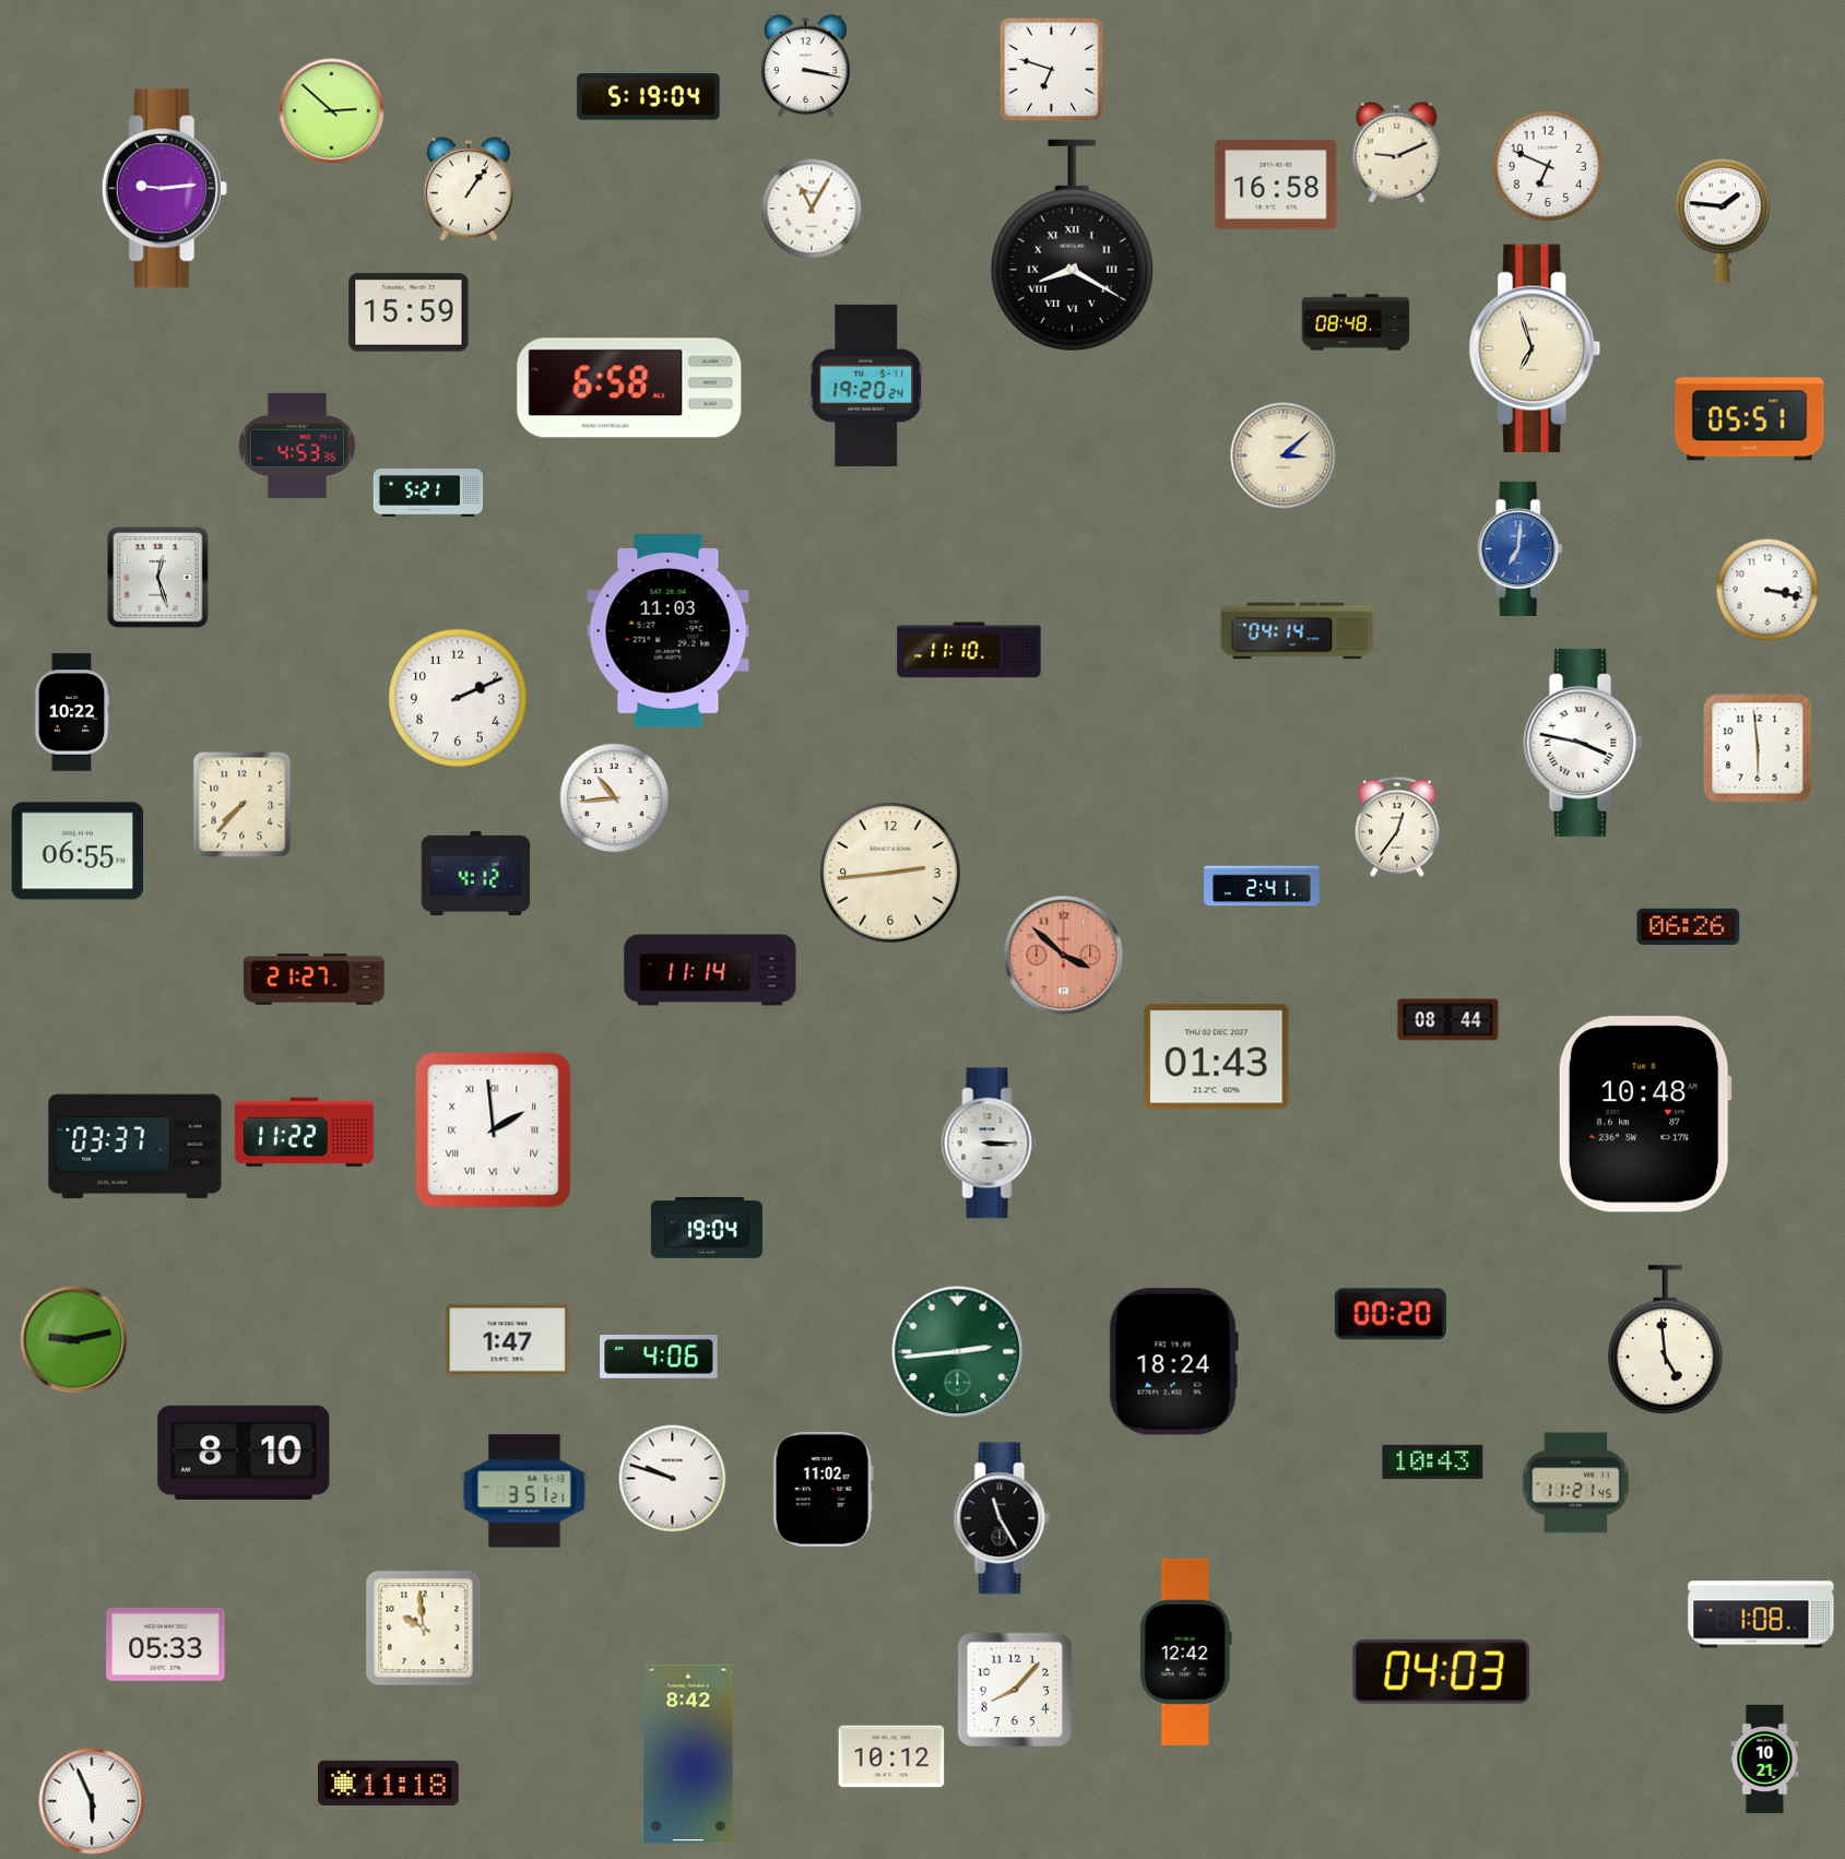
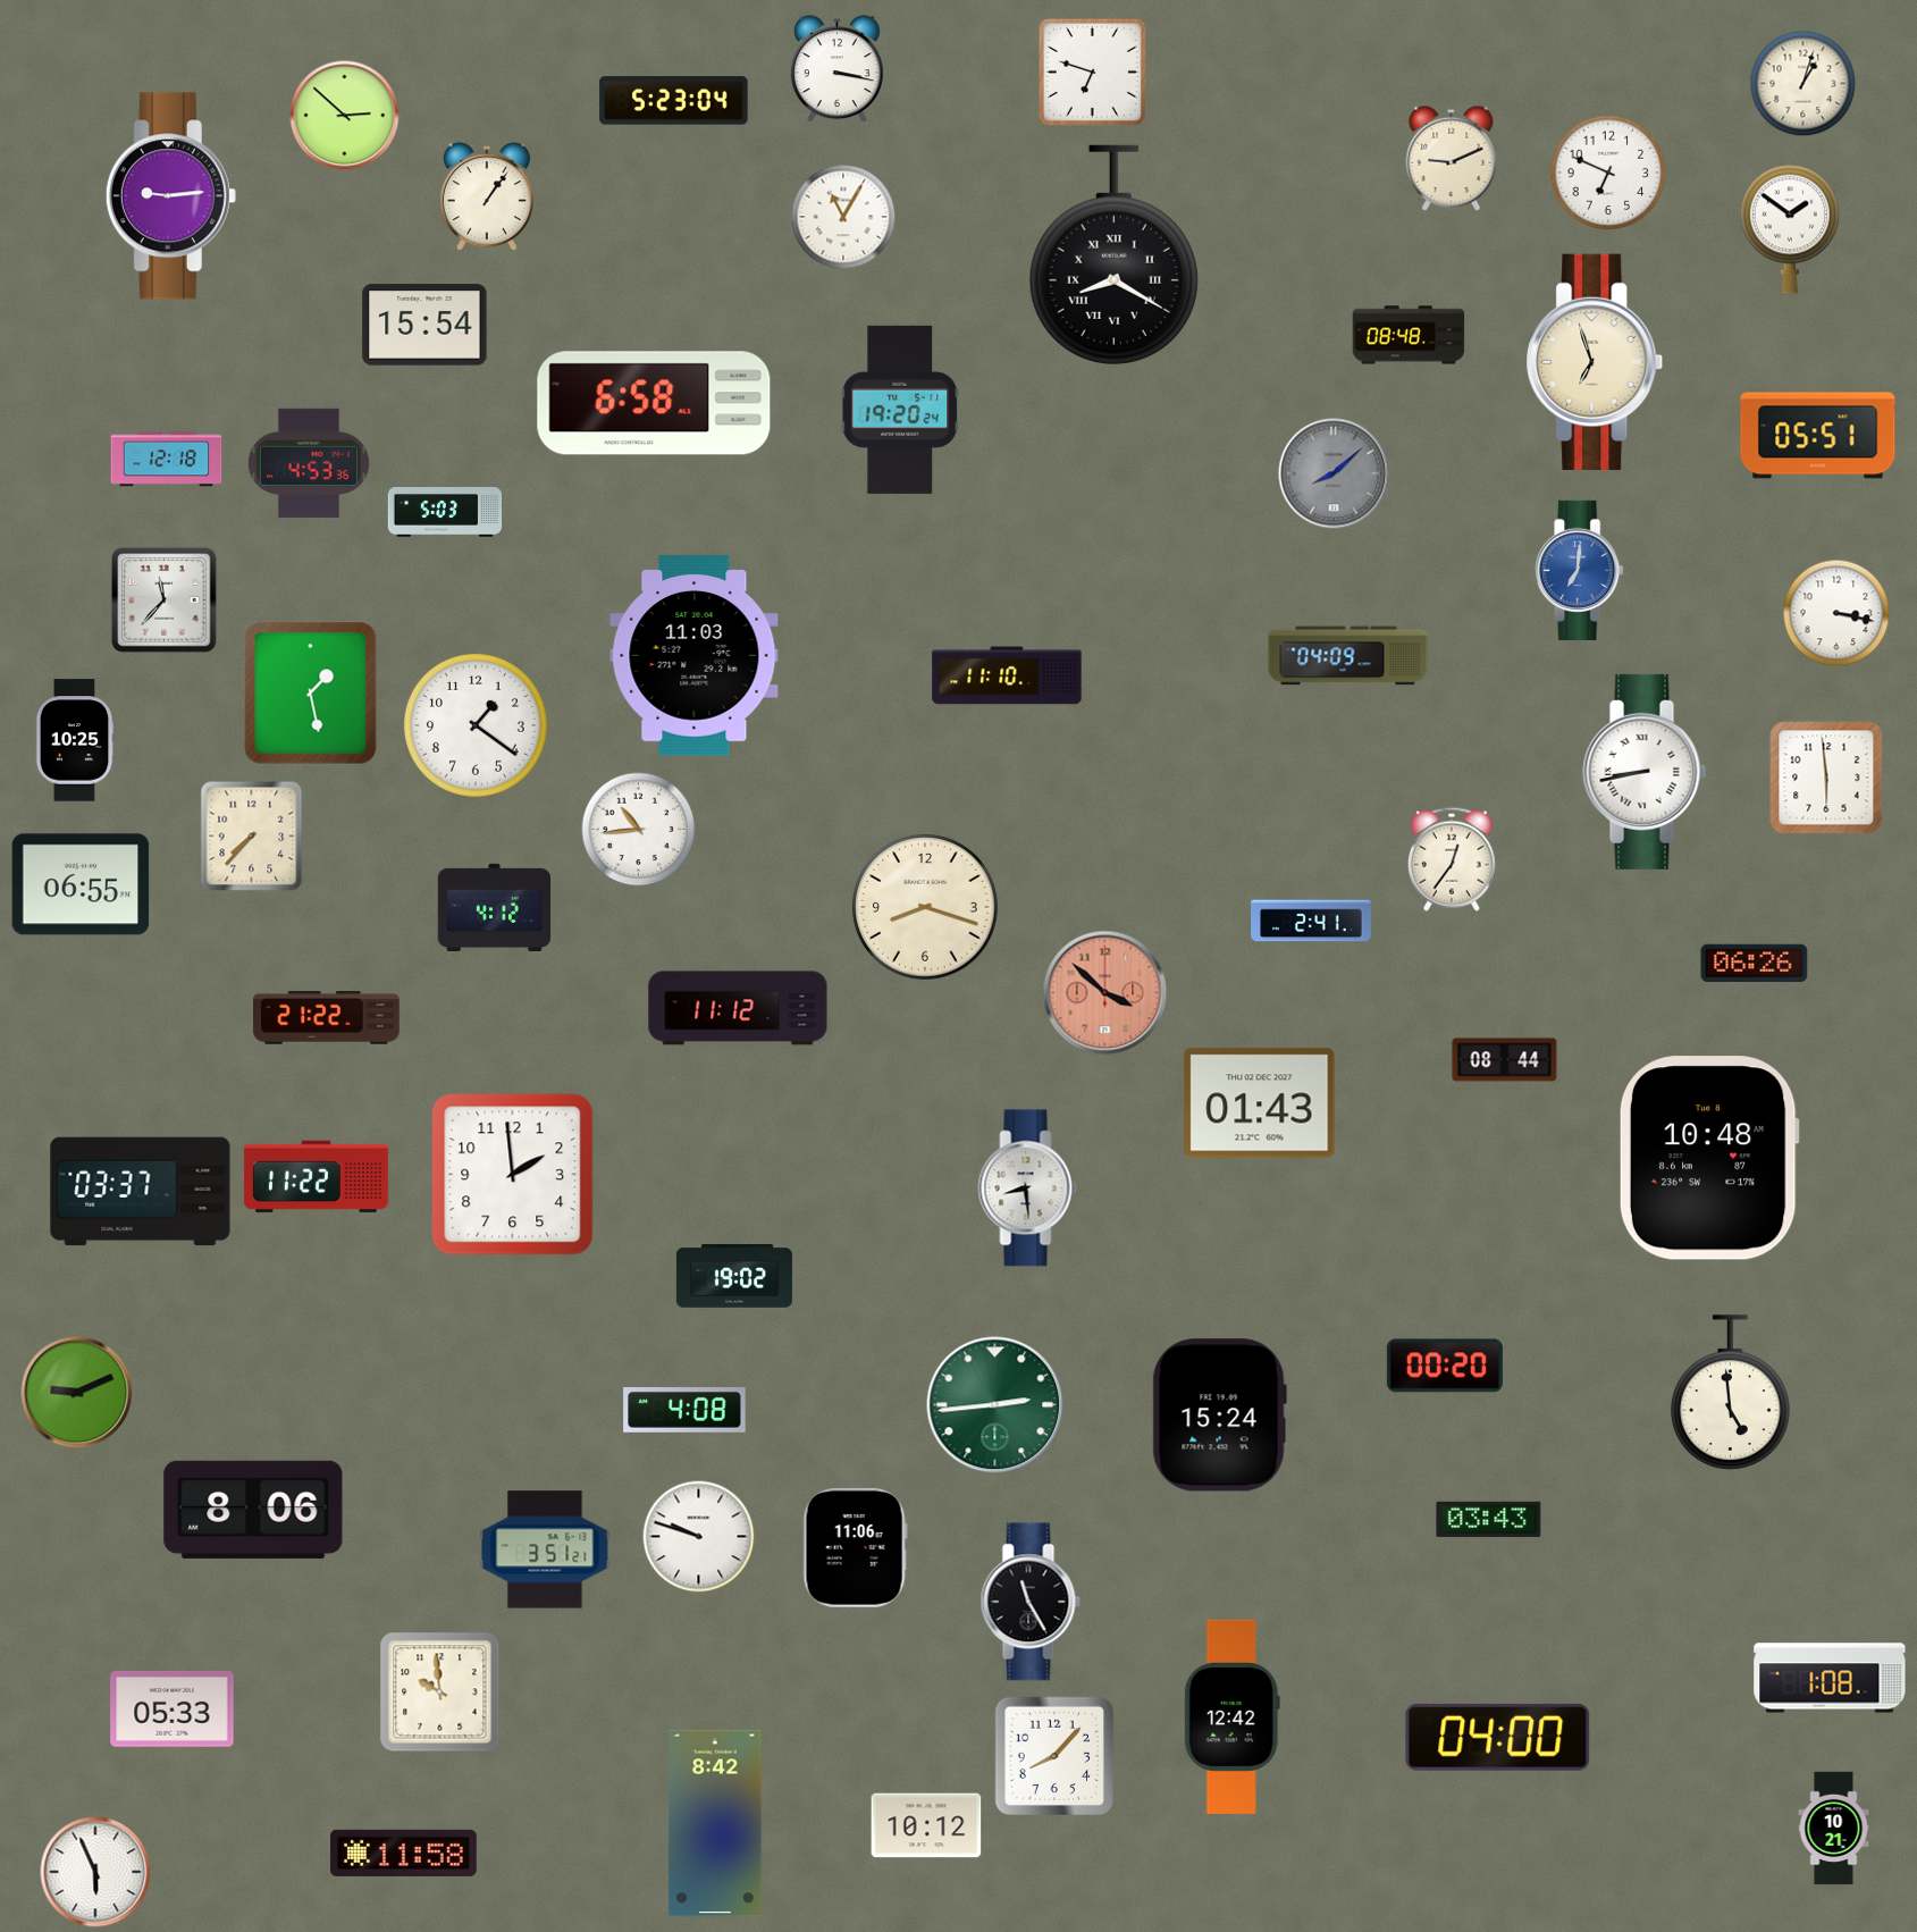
clock at (1804, 84): none -> 1:03
clock at (649, 97): 5:19 -> 5:23
clock at (1276, 185): 16:58 -> none
clock at (1723, 221): 1:46 -> 1:51
clock at (409, 312): 15:59 -> 15:54
clock at (866, 386) position: (866, 386) -> (900, 410)
clock at (167, 460): none -> 12:18
clock at (1284, 455): 3:08 -> 8:08
clock at (1284, 455) dial: cream -> grey
clock at (428, 494): 5:21 -> 5:03
clock at (158, 578): 12:27 -> 11:37
clock at (1298, 631): 04:14 -> 04:09
clock at (311, 694): none -> 1:28
clock at (458, 698): 2:11 -> 1:21
clock at (72, 712): 10:22 -> 10:25
clock at (1583, 743): 3:47 -> 8:43
clock at (891, 874): 2:44 -> 8:18
clock at (710, 970): 11:14 -> 11:12
clock at (315, 980): 21:27 -> 21:22
clock at (1217, 1057) position: (1217, 1057) -> (1260, 1103)
clock at (494, 1130) numerals: Roman -> Arabic
clock at (990, 1144): 3:15 -> 8:29
clock at (707, 1229): 19:04 -> 19:02
clock at (74, 1340): 9:13 -> 9:11
clock at (508, 1340): 1:47 -> none
clock at (659, 1358): 4:06 -> 4:08
clock at (1173, 1362): 18:24 -> 15:24
clock at (244, 1453): 8:10 -> 8:06
clock at (1433, 1461): 10:43 -> 03:43
clock at (1576, 1483): 11:21 -> none
clock at (823, 1489): 11:02 -> 11:06
clock at (1002, 1518) position: (1002, 1518) -> (1031, 1602)
clock at (1442, 1671): 04:03 -> 04:00
clock at (389, 1783): 11:18 -> 11:58
